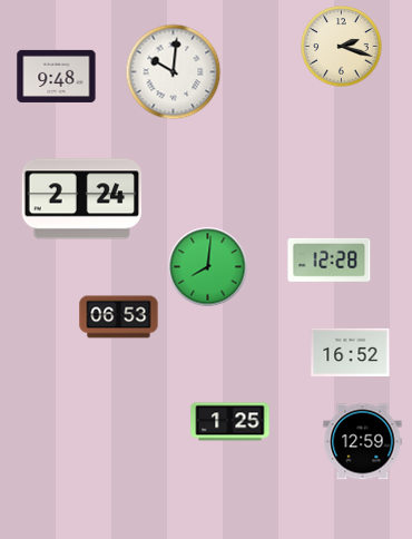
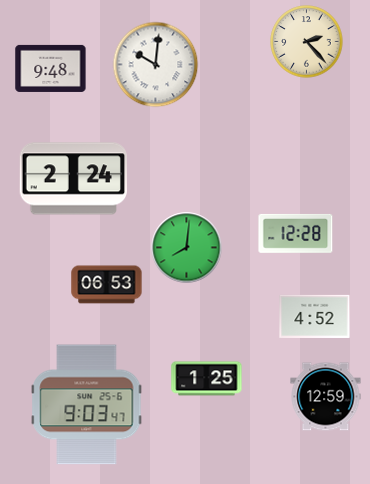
clock at (342, 47): 2:18 -> 2:23
clock at (208, 267) position: (208, 267) -> (187, 248)
clock at (351, 352): 16:52 -> 4:52
clock at (87, 405): none -> 9:03
